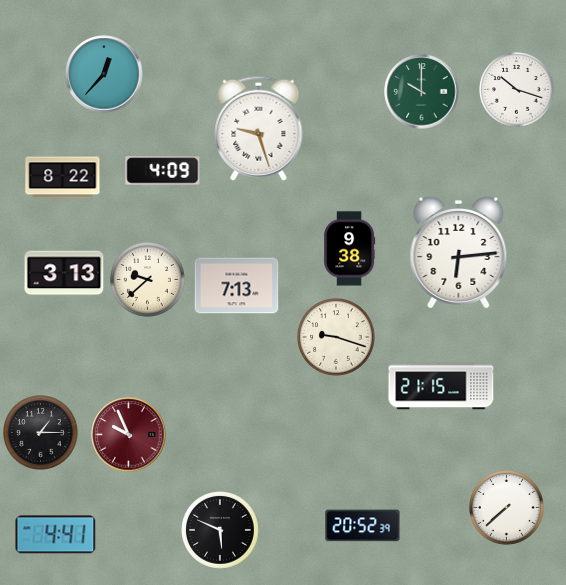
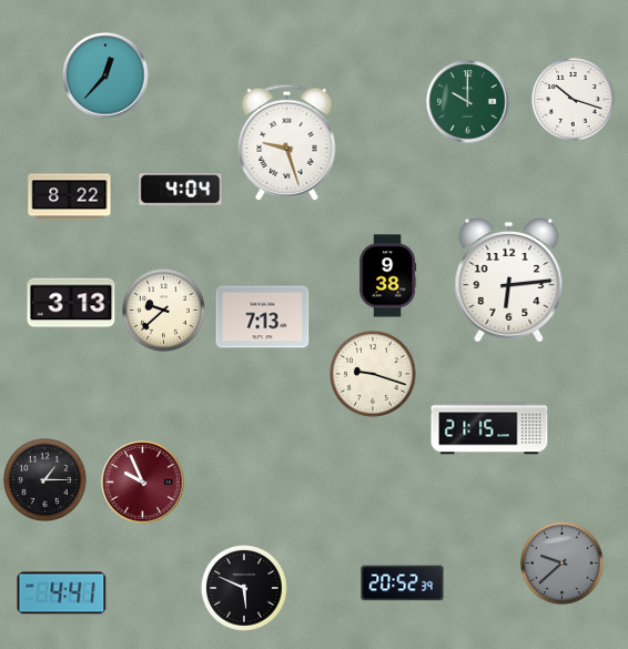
clock at (104, 74) position: (104, 74) -> (105, 75)
clock at (163, 171): 4:09 -> 4:04
clock at (507, 508): 7:38 -> 9:38
clock at (507, 508) dial: white -> grey
